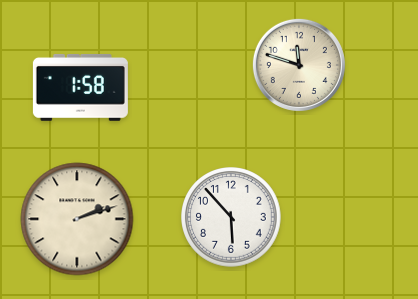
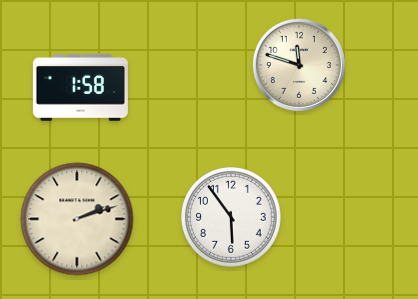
clock at (231, 217): 5:53 -> 5:54
